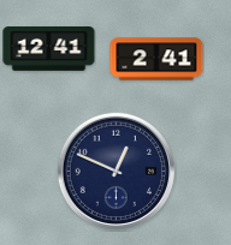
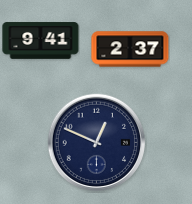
clock at (49, 49): 12:41 -> 9:41
clock at (156, 59): 2:41 -> 2:37
